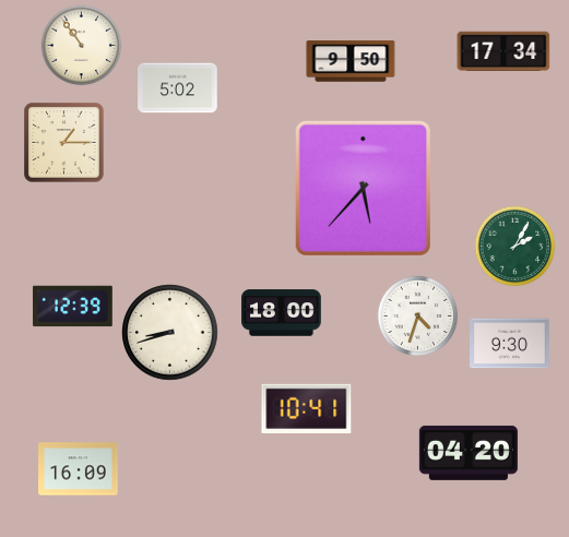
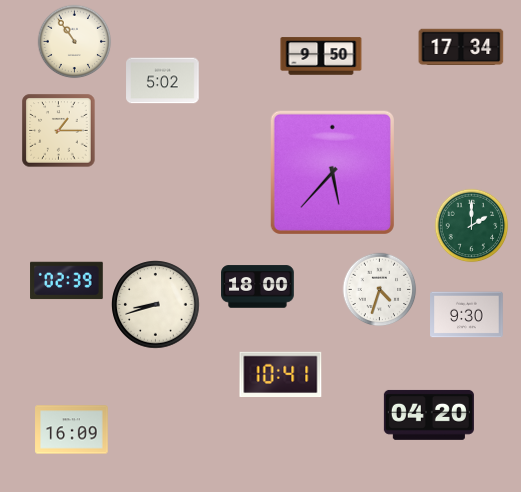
clock at (515, 247): 2:05 -> 2:00
clock at (73, 307): 12:39 -> 02:39
clock at (418, 317) position: (418, 317) -> (380, 290)
